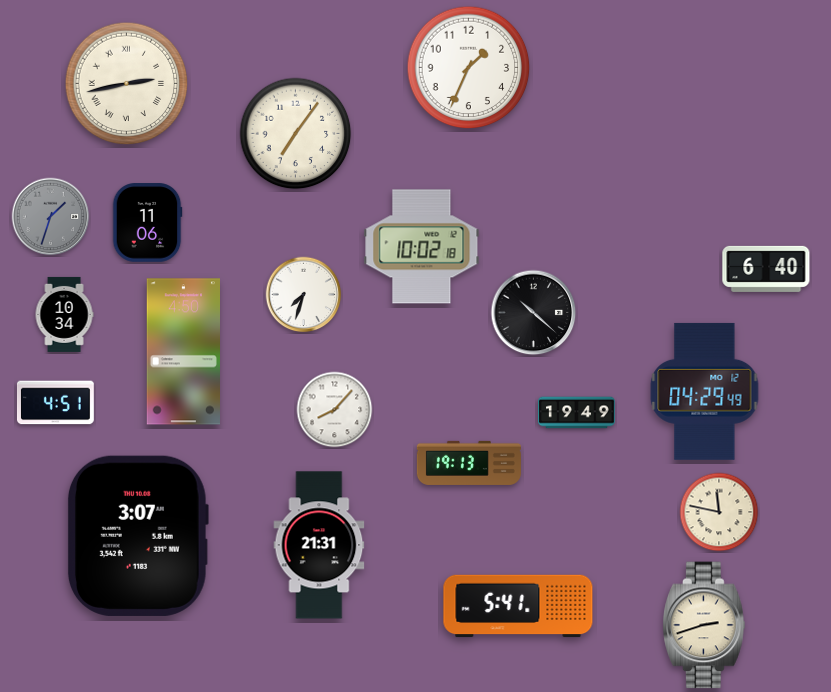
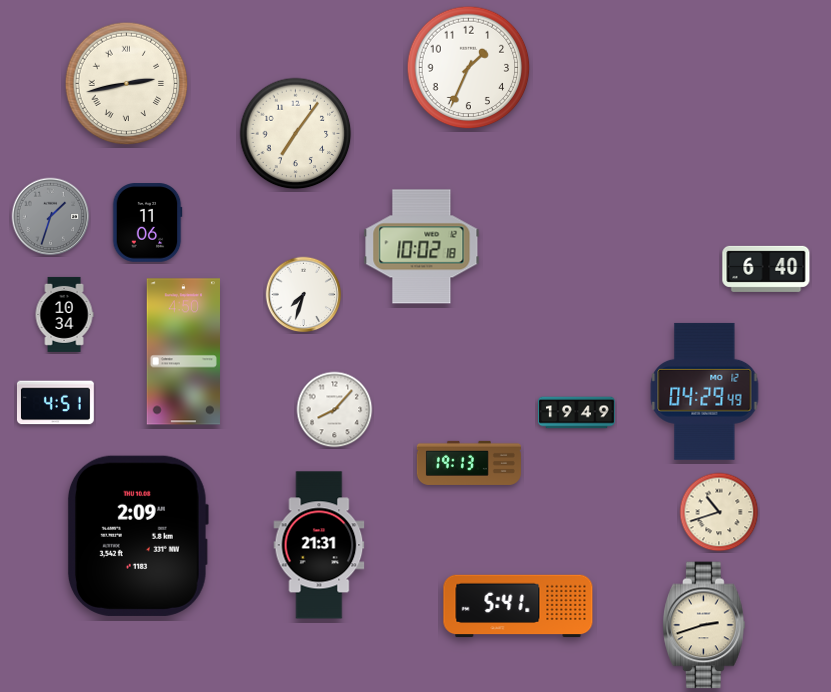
clock at (534, 313): 10:22 -> none
clock at (719, 512): 11:47 -> 10:42
clock at (138, 536): 3:07 -> 2:09
